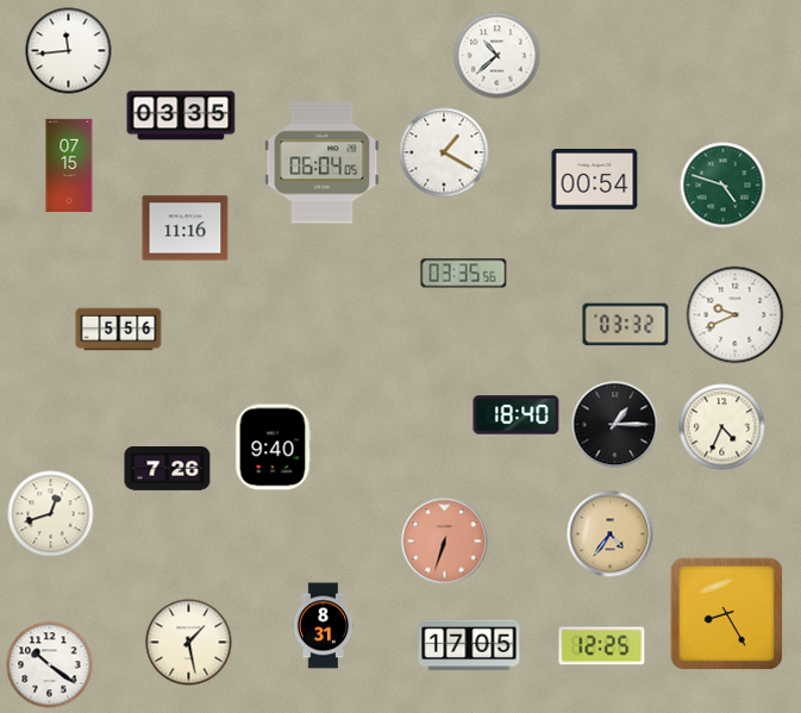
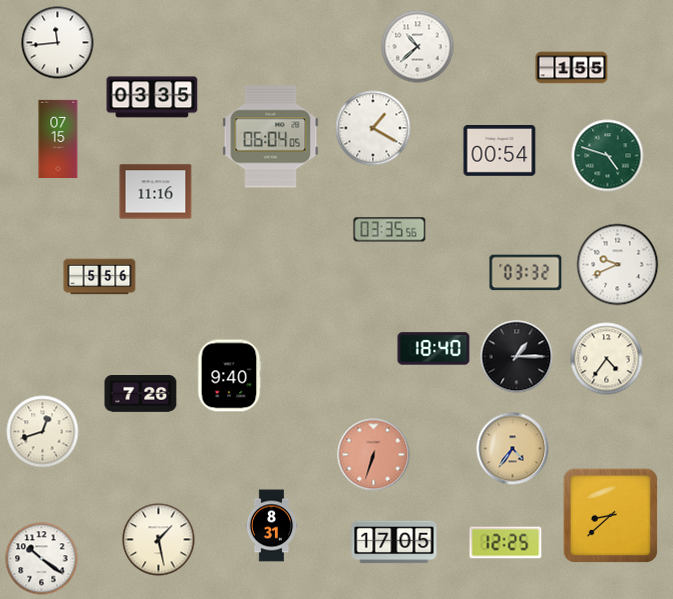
clock at (572, 68): none -> 1:55
clock at (722, 427): 4:34 -> 4:36
clock at (726, 613): 8:25 -> 8:38
